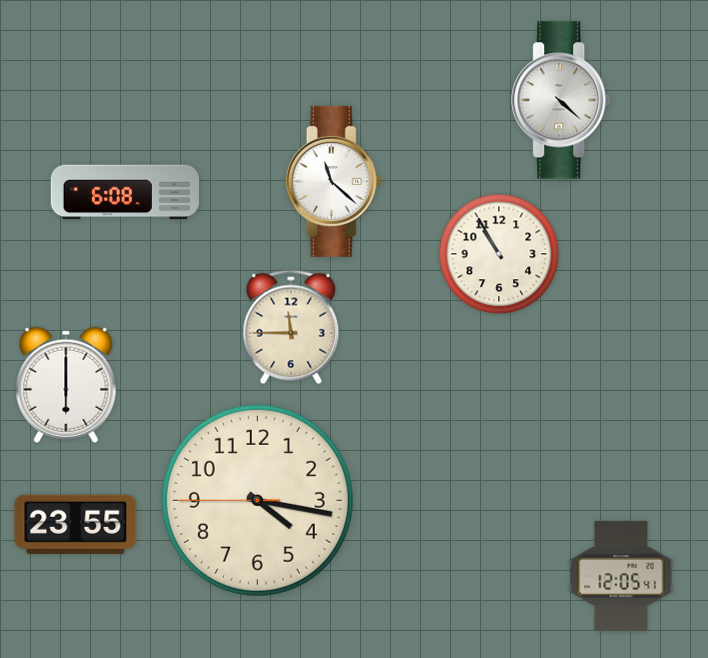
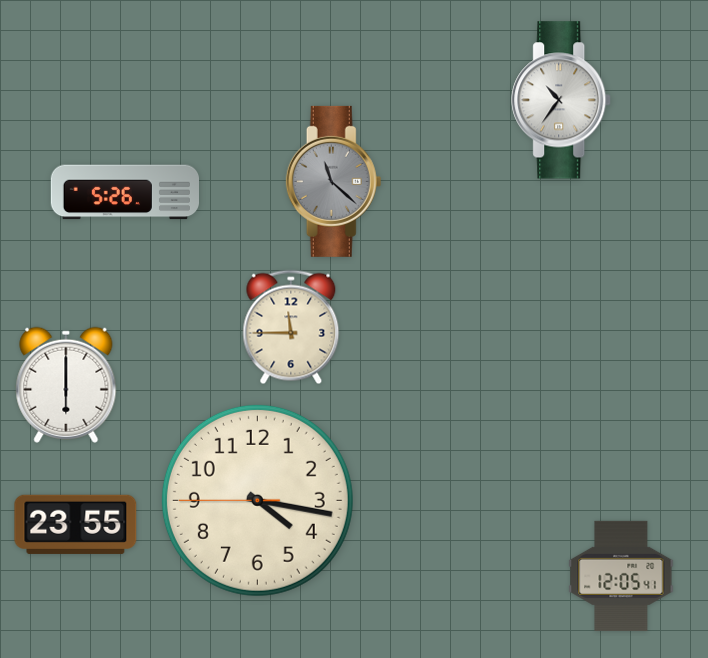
clock at (562, 100): 4:22 -> 10:36
clock at (334, 181) dial: white -> grey
clock at (124, 192): 6:08 -> 5:26
clock at (499, 254): 10:55 -> none
